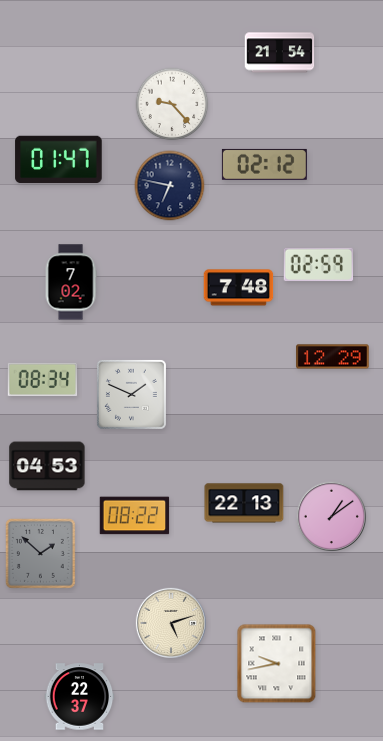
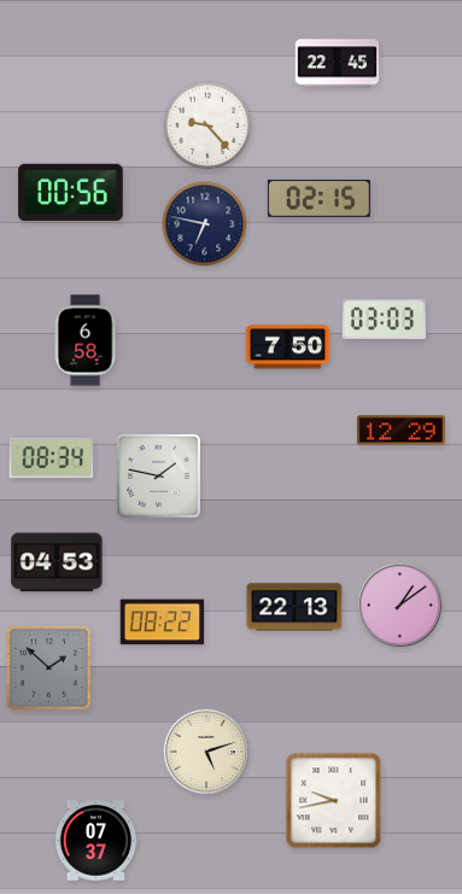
clock at (280, 53): 21:54 -> 22:45
clock at (59, 160): 01:47 -> 00:56
clock at (264, 164): 02:12 -> 02:15
clock at (319, 265): 02:59 -> 03:03
clock at (71, 282): 7:02 -> 6:58
clock at (239, 288): 7:48 -> 7:50
clock at (131, 394): 1:49 -> 1:47
clock at (331, 516) position: (331, 516) -> (399, 604)
clock at (80, 697): 22:37 -> 07:37
